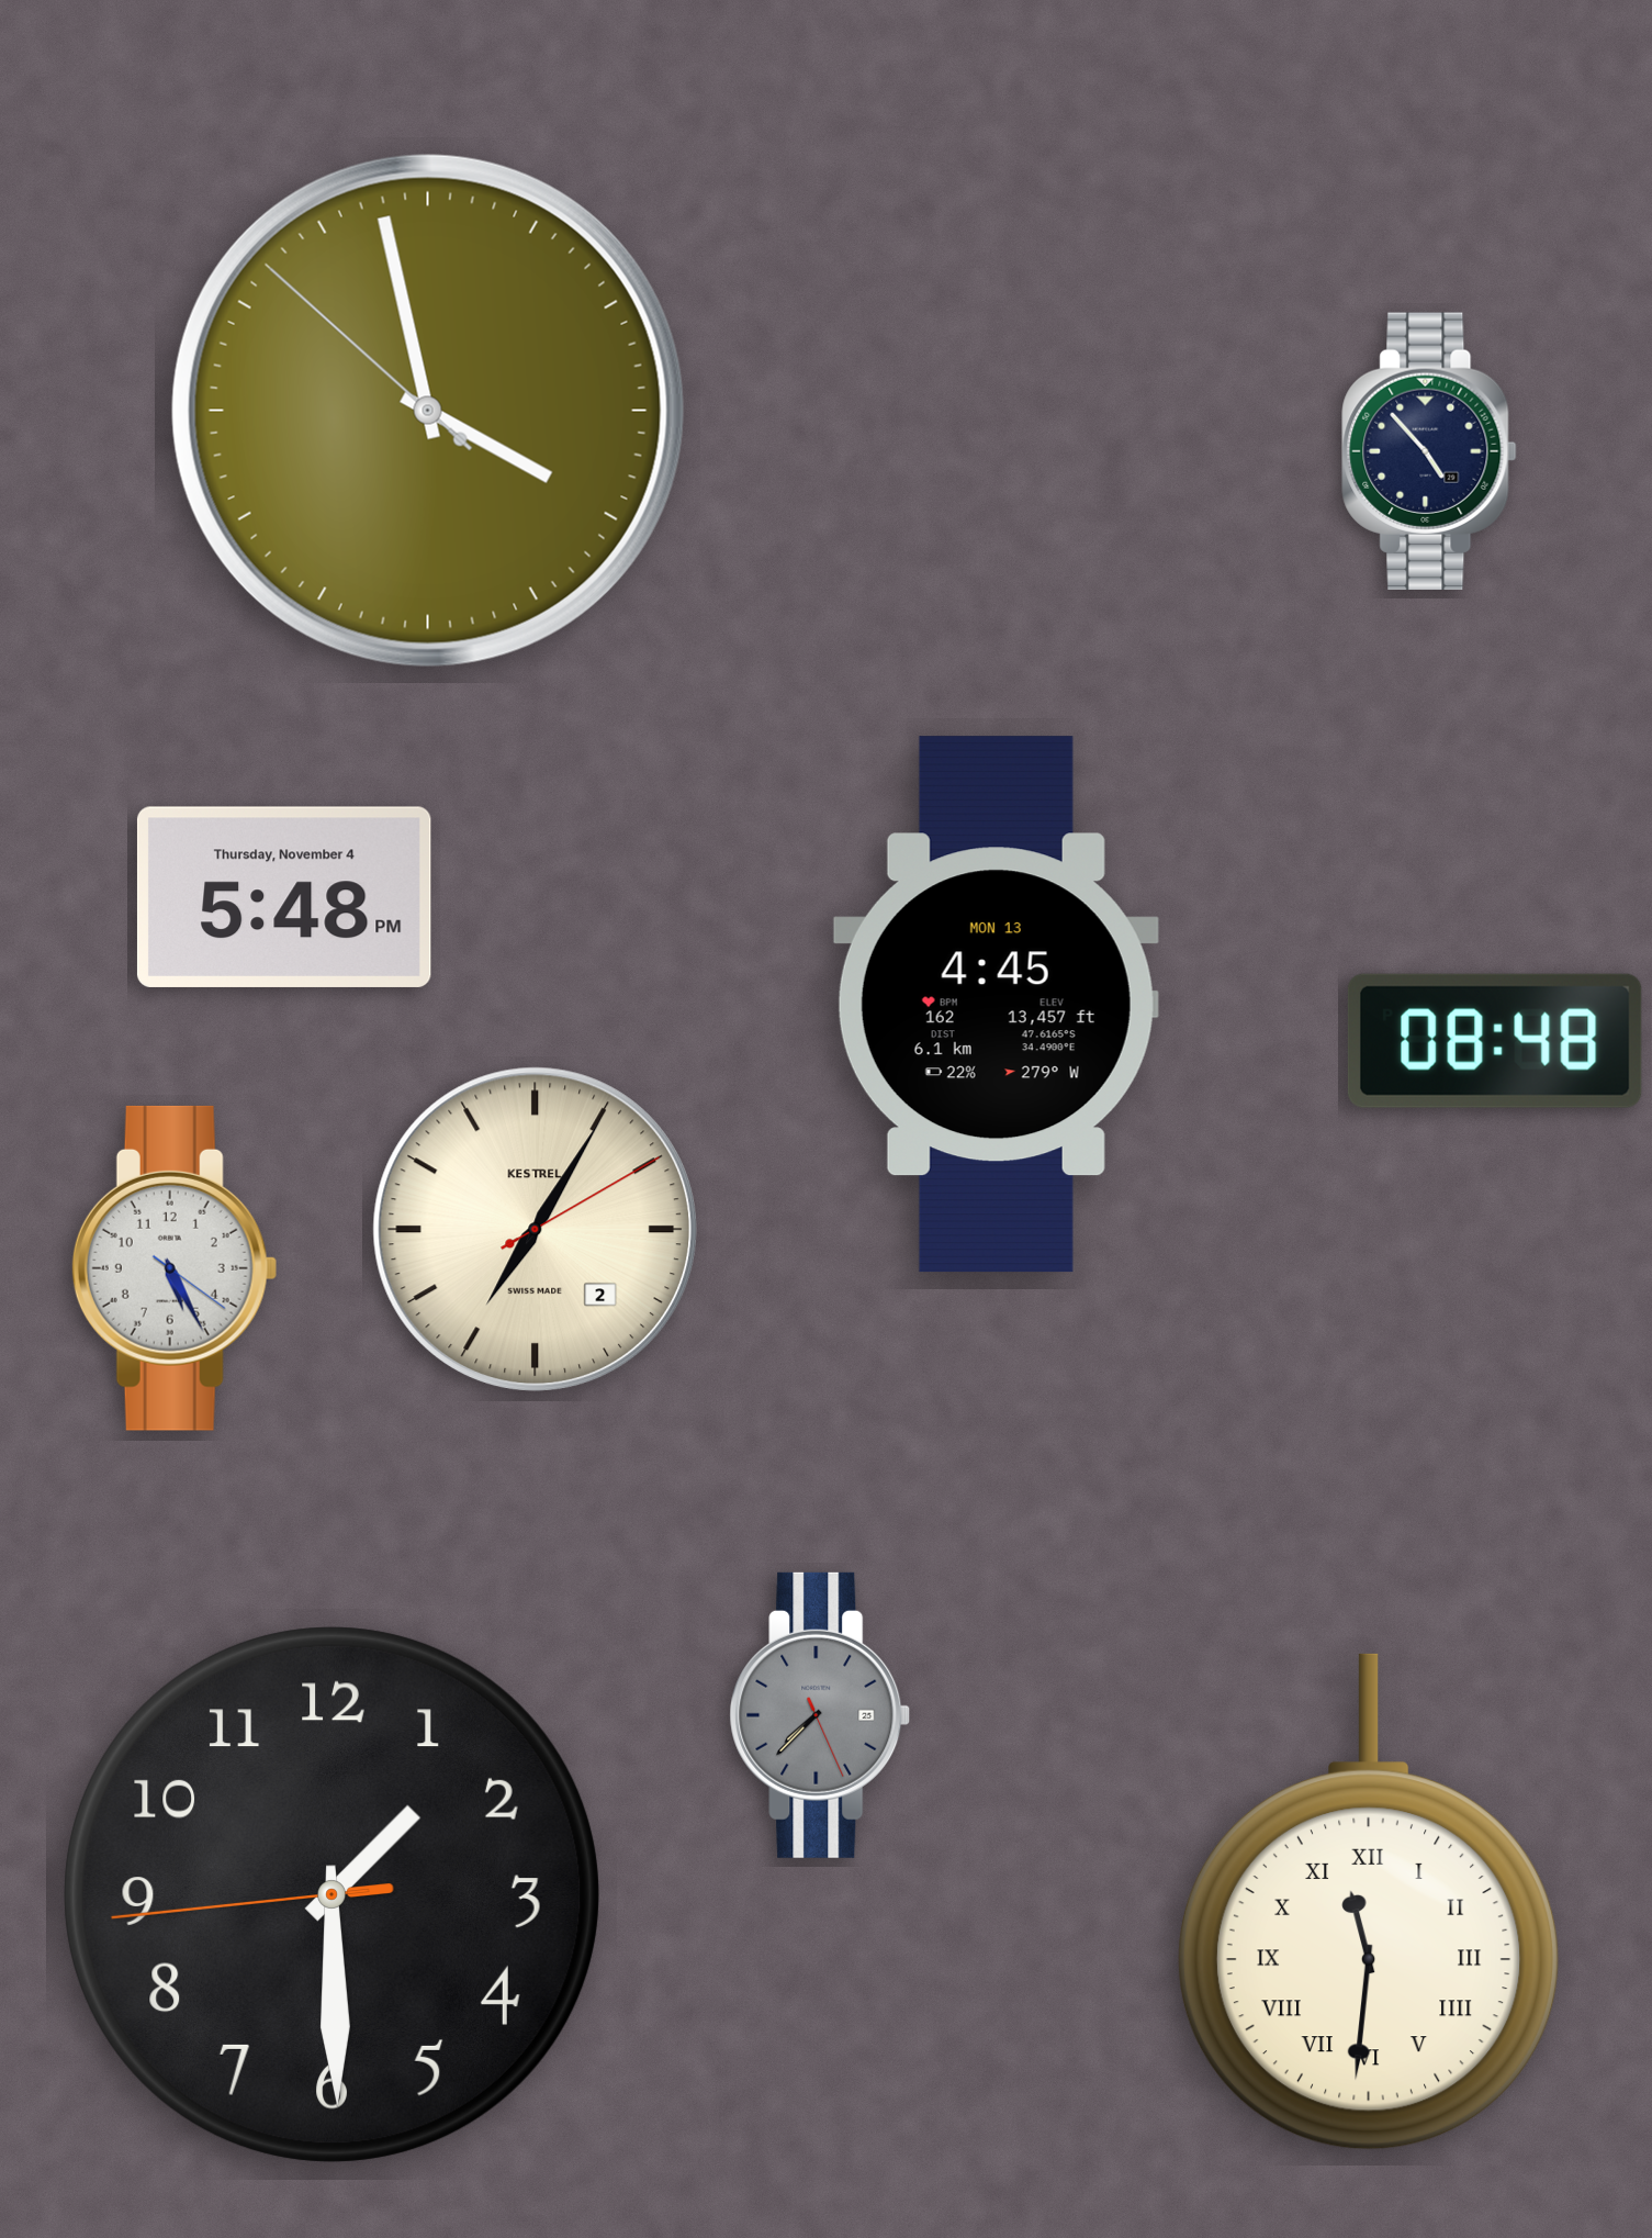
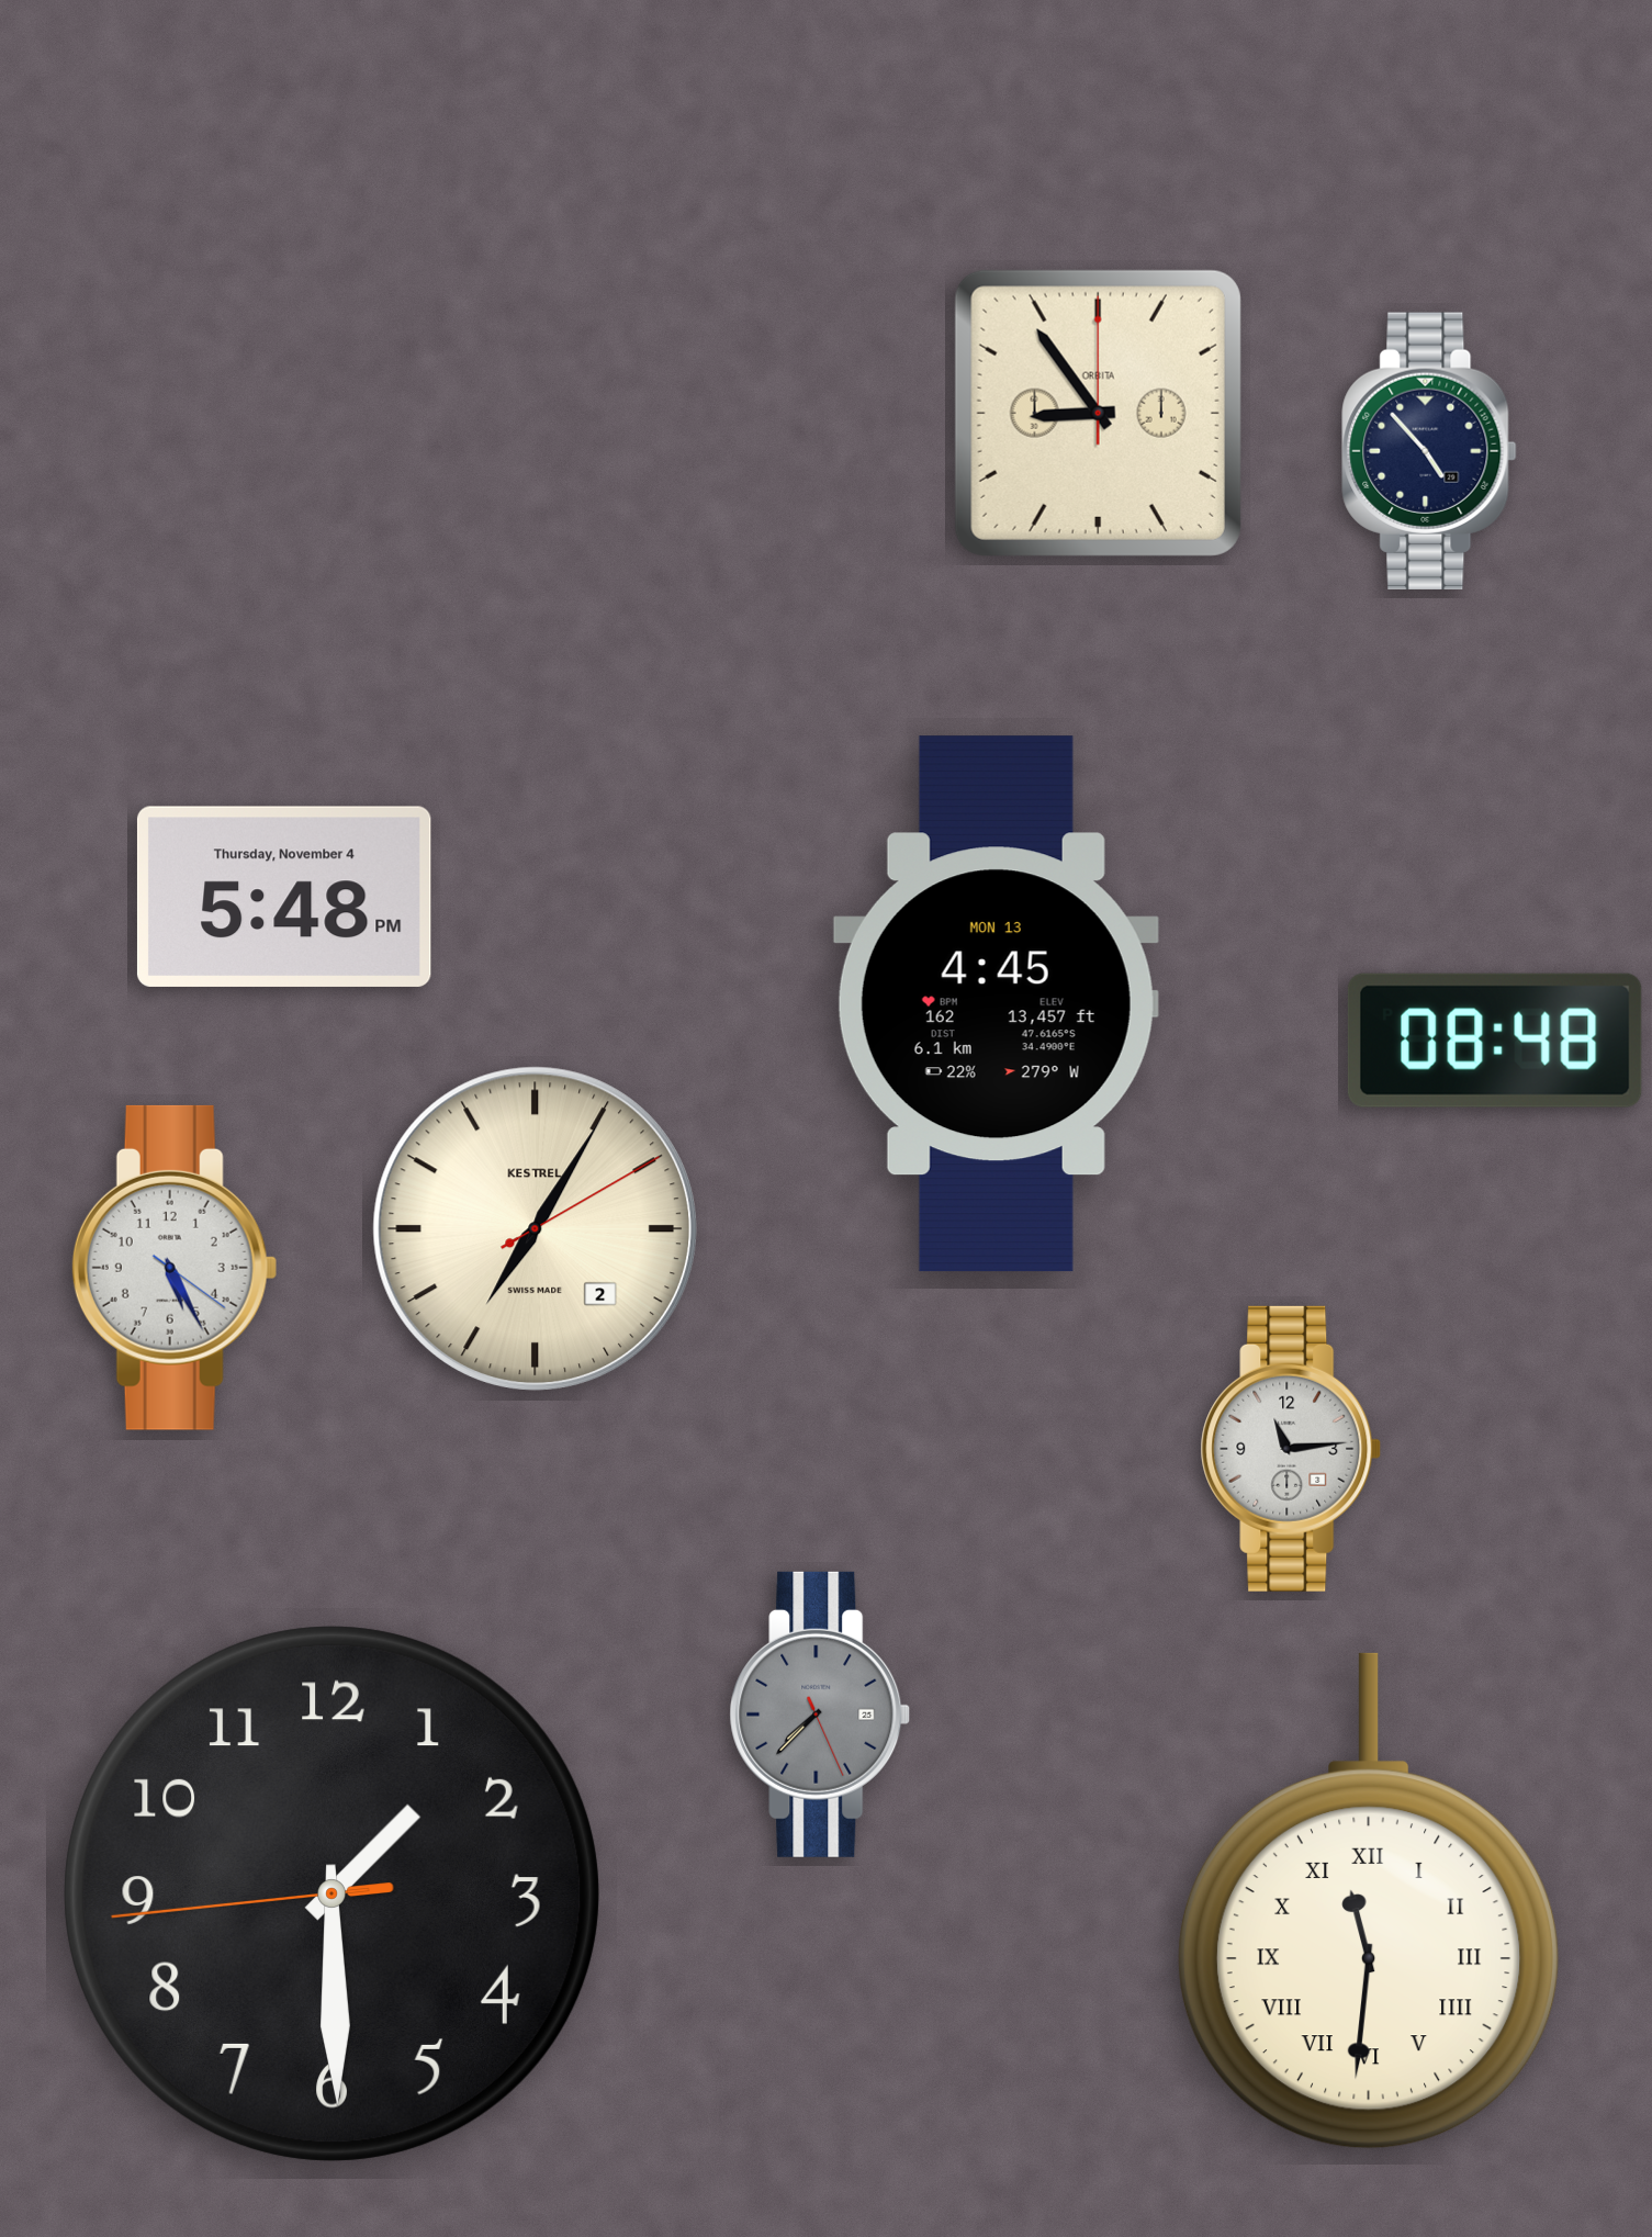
clock at (428, 411): 3:57 -> none
clock at (1098, 413): none -> 8:54
clock at (1291, 1449): none -> 11:14
